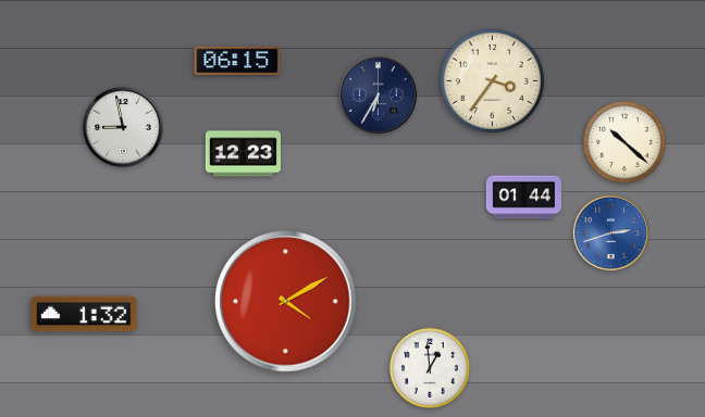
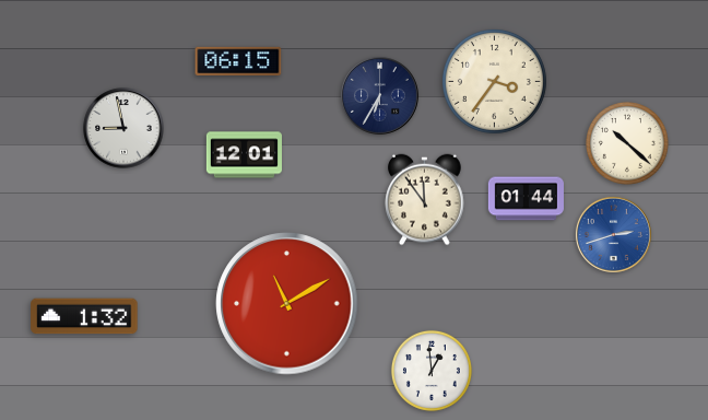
clock at (243, 154): 12:23 -> 12:01
clock at (425, 200): none -> 11:54
clock at (286, 302): 4:10 -> 11:10
